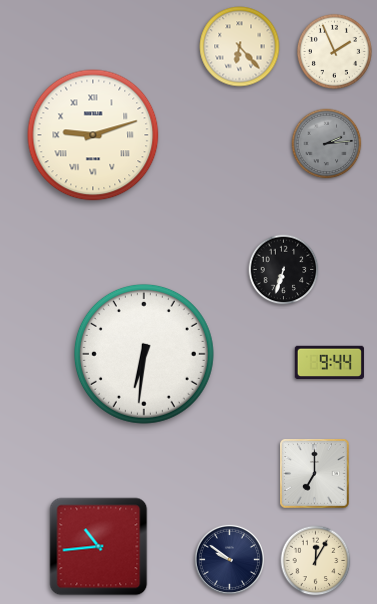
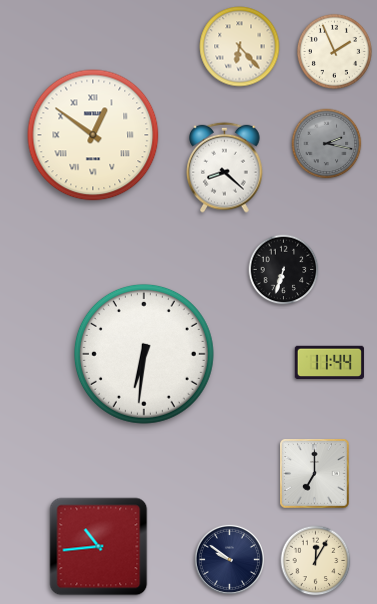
clock at (93, 135): 9:12 -> 12:51
clock at (327, 144): 2:14 -> 2:17
clock at (225, 167): none -> 8:22
clock at (329, 363): 9:44 -> 11:44
